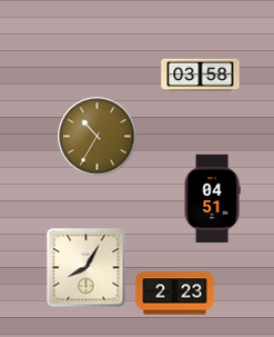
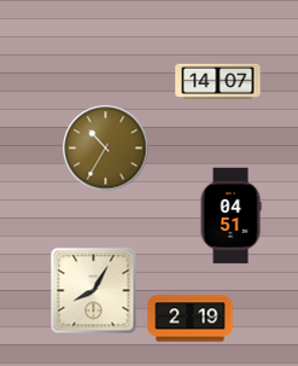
clock at (201, 76): 03:58 -> 14:07
clock at (175, 294): 2:23 -> 2:19
